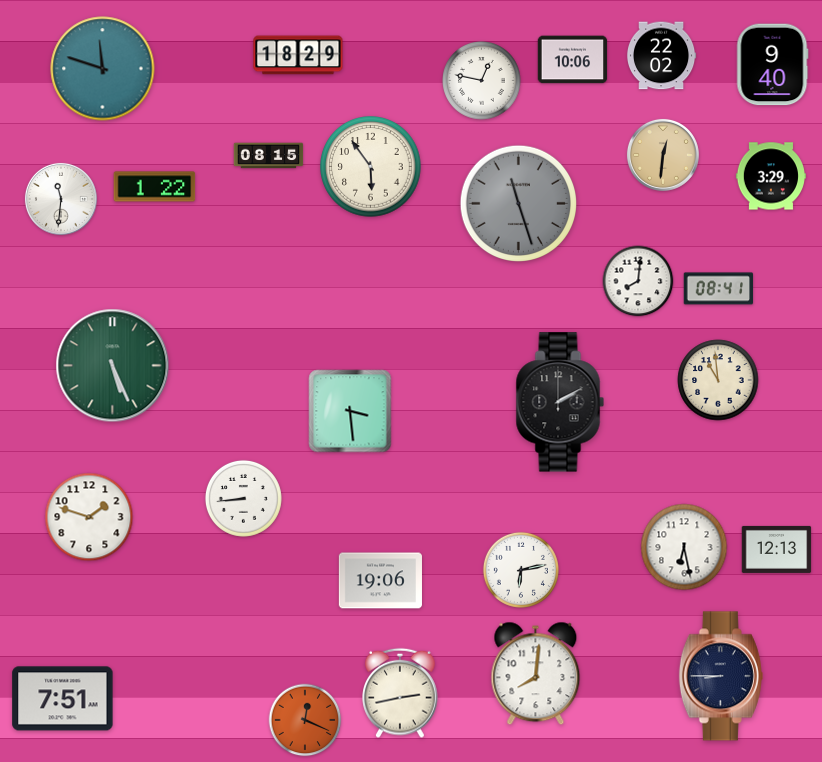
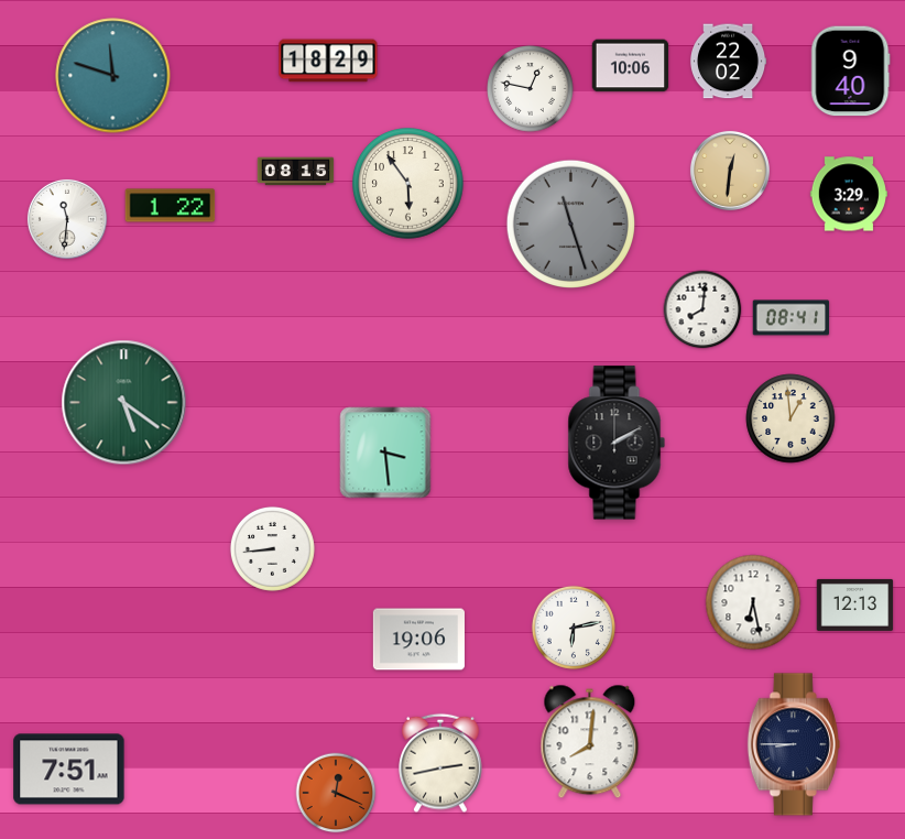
clock at (113, 366): 5:26 -> 5:21
clock at (718, 380): 10:59 -> 12:59
clock at (243, 498) position: (243, 498) -> (272, 548)
clock at (89, 517): 1:48 -> none
